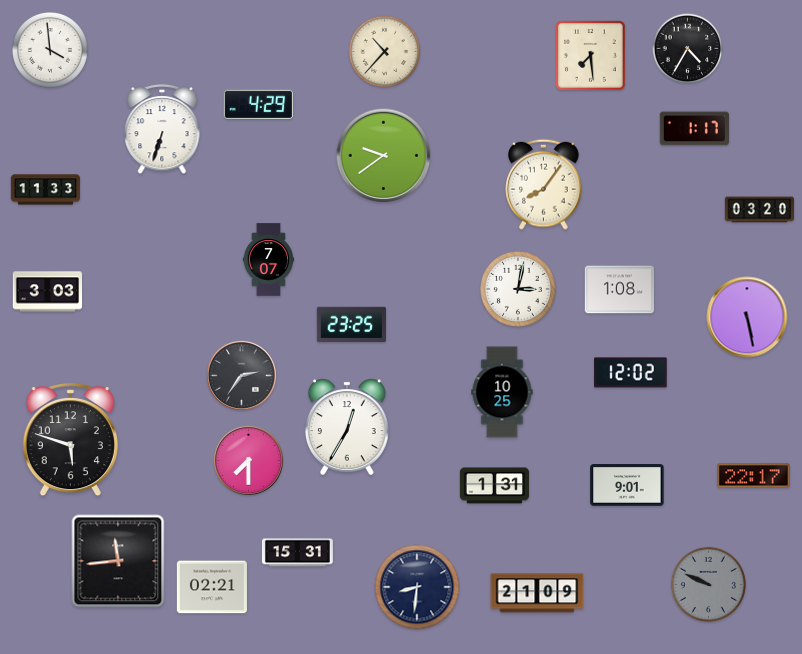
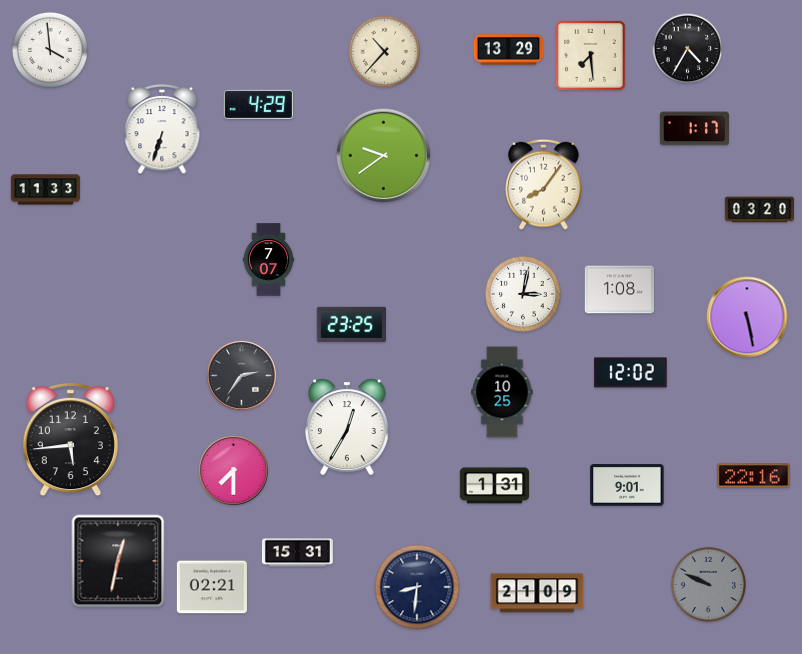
clock at (509, 50): none -> 13:29
clock at (518, 289) position: (518, 289) -> (523, 294)
clock at (48, 292): 3:03 -> none
clock at (70, 441): 5:48 -> 5:44
clock at (248, 460) position: (248, 460) -> (233, 470)
clock at (754, 476): 22:17 -> 22:16
clock at (118, 561): 11:44 -> 12:32
